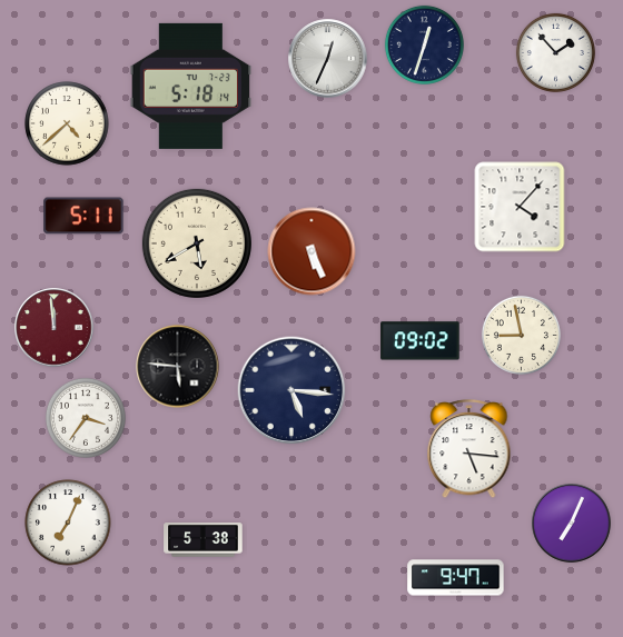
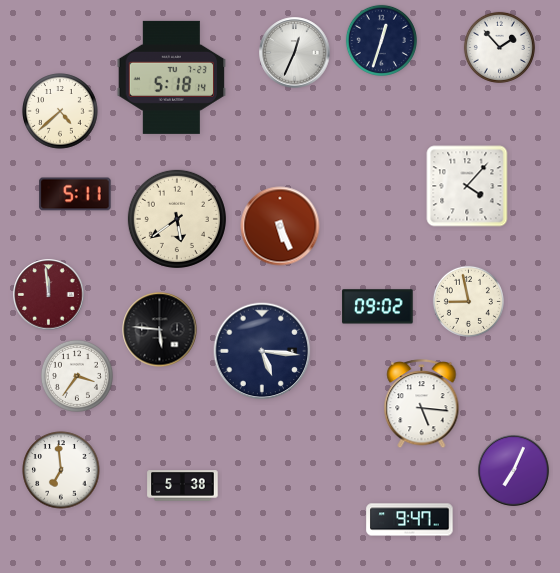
clock at (197, 243): 5:40 -> 5:39
clock at (68, 522): 7:04 -> 6:59
